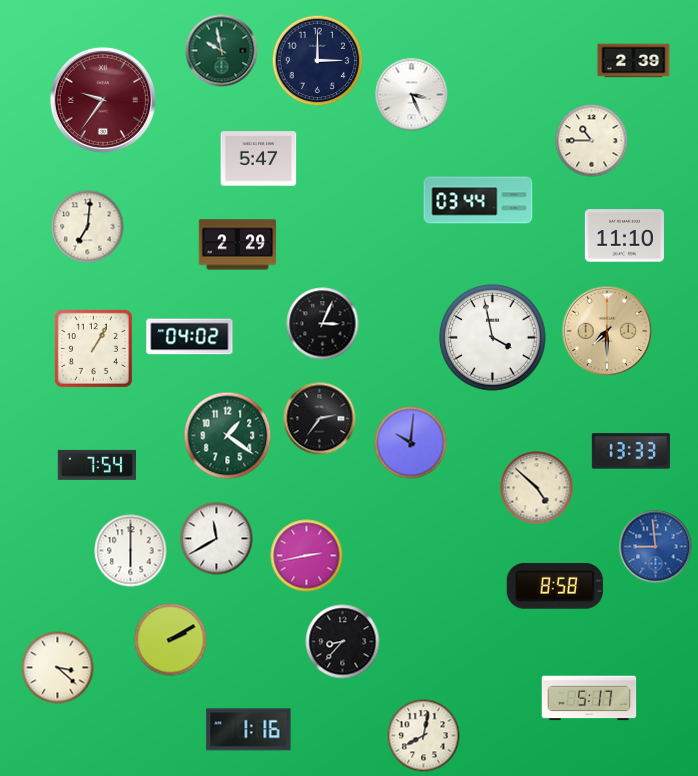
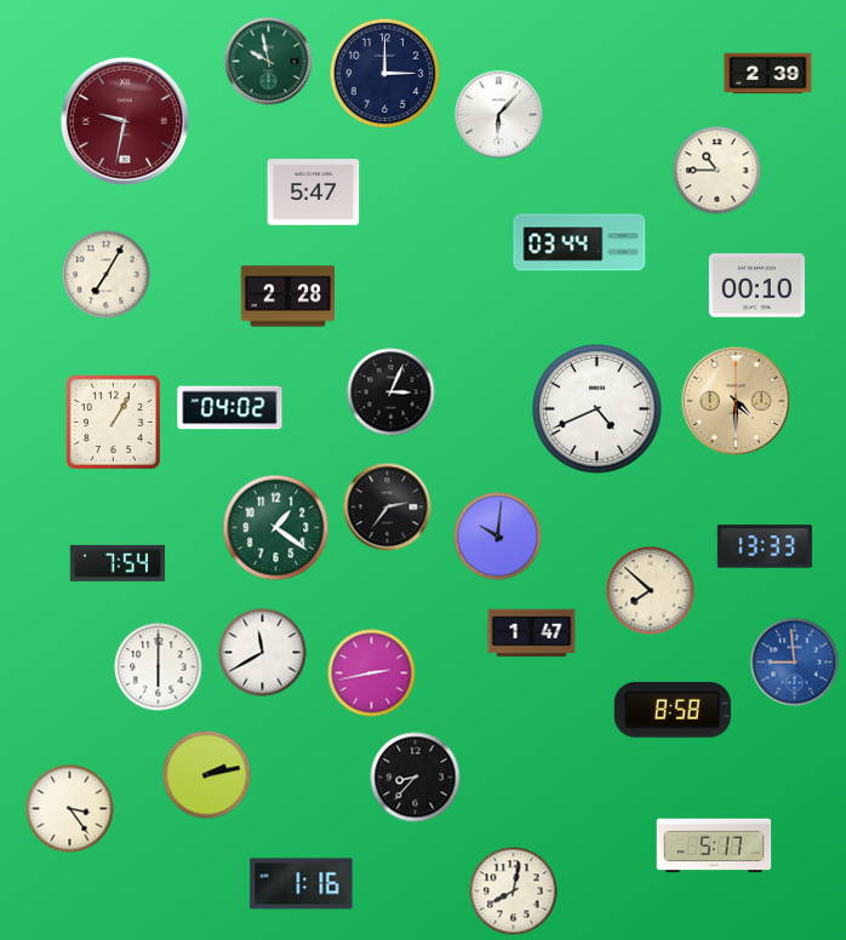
clock at (412, 95): 3:26 -> 6:07
clock at (103, 100): 9:36 -> 9:32
clock at (88, 227): 7:01 -> 7:05
clock at (624, 236): 11:10 -> 00:10
clock at (238, 245): 2:29 -> 2:28
clock at (607, 331): 7:30 -> 4:30
clock at (493, 338): 3:58 -> 4:41
clock at (537, 488): 4:52 -> 7:52
clock at (532, 634): none -> 1:47
clock at (171, 640): 2:10 -> 2:13
clock at (58, 668): 3:22 -> 3:24
